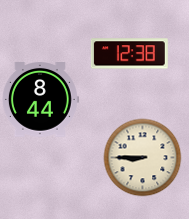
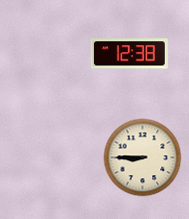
clock at (40, 100): 8:44 -> none
